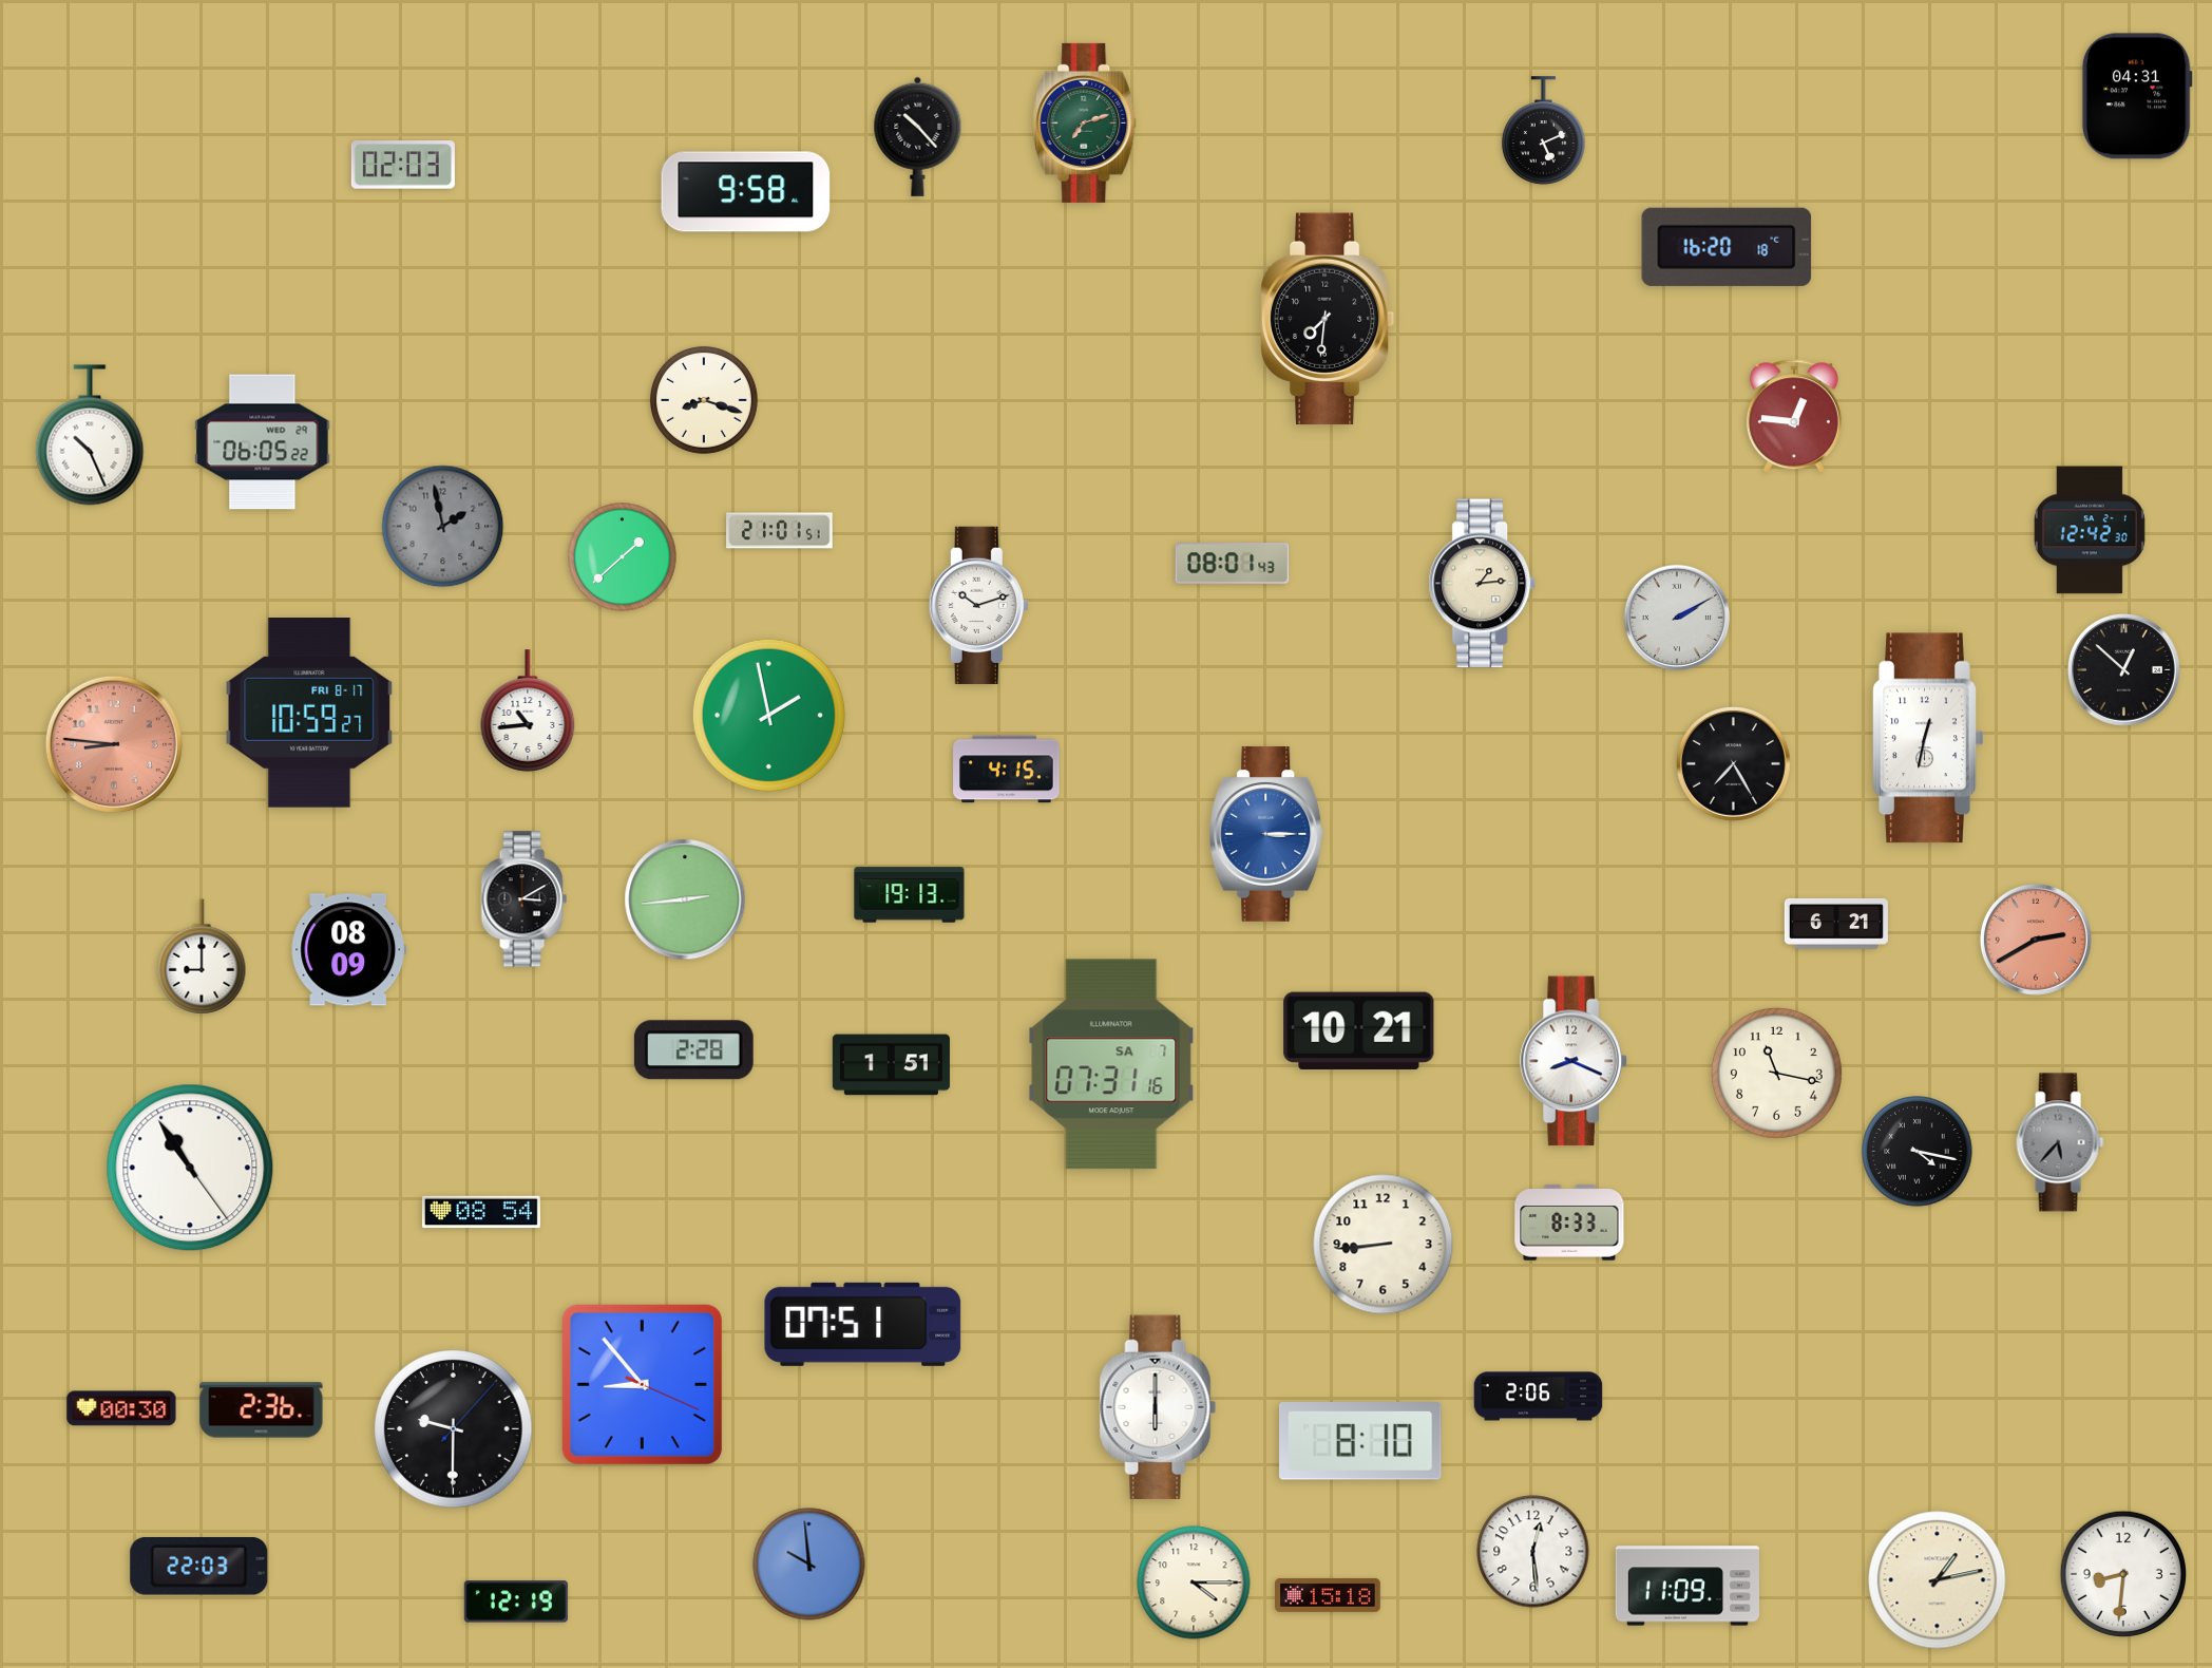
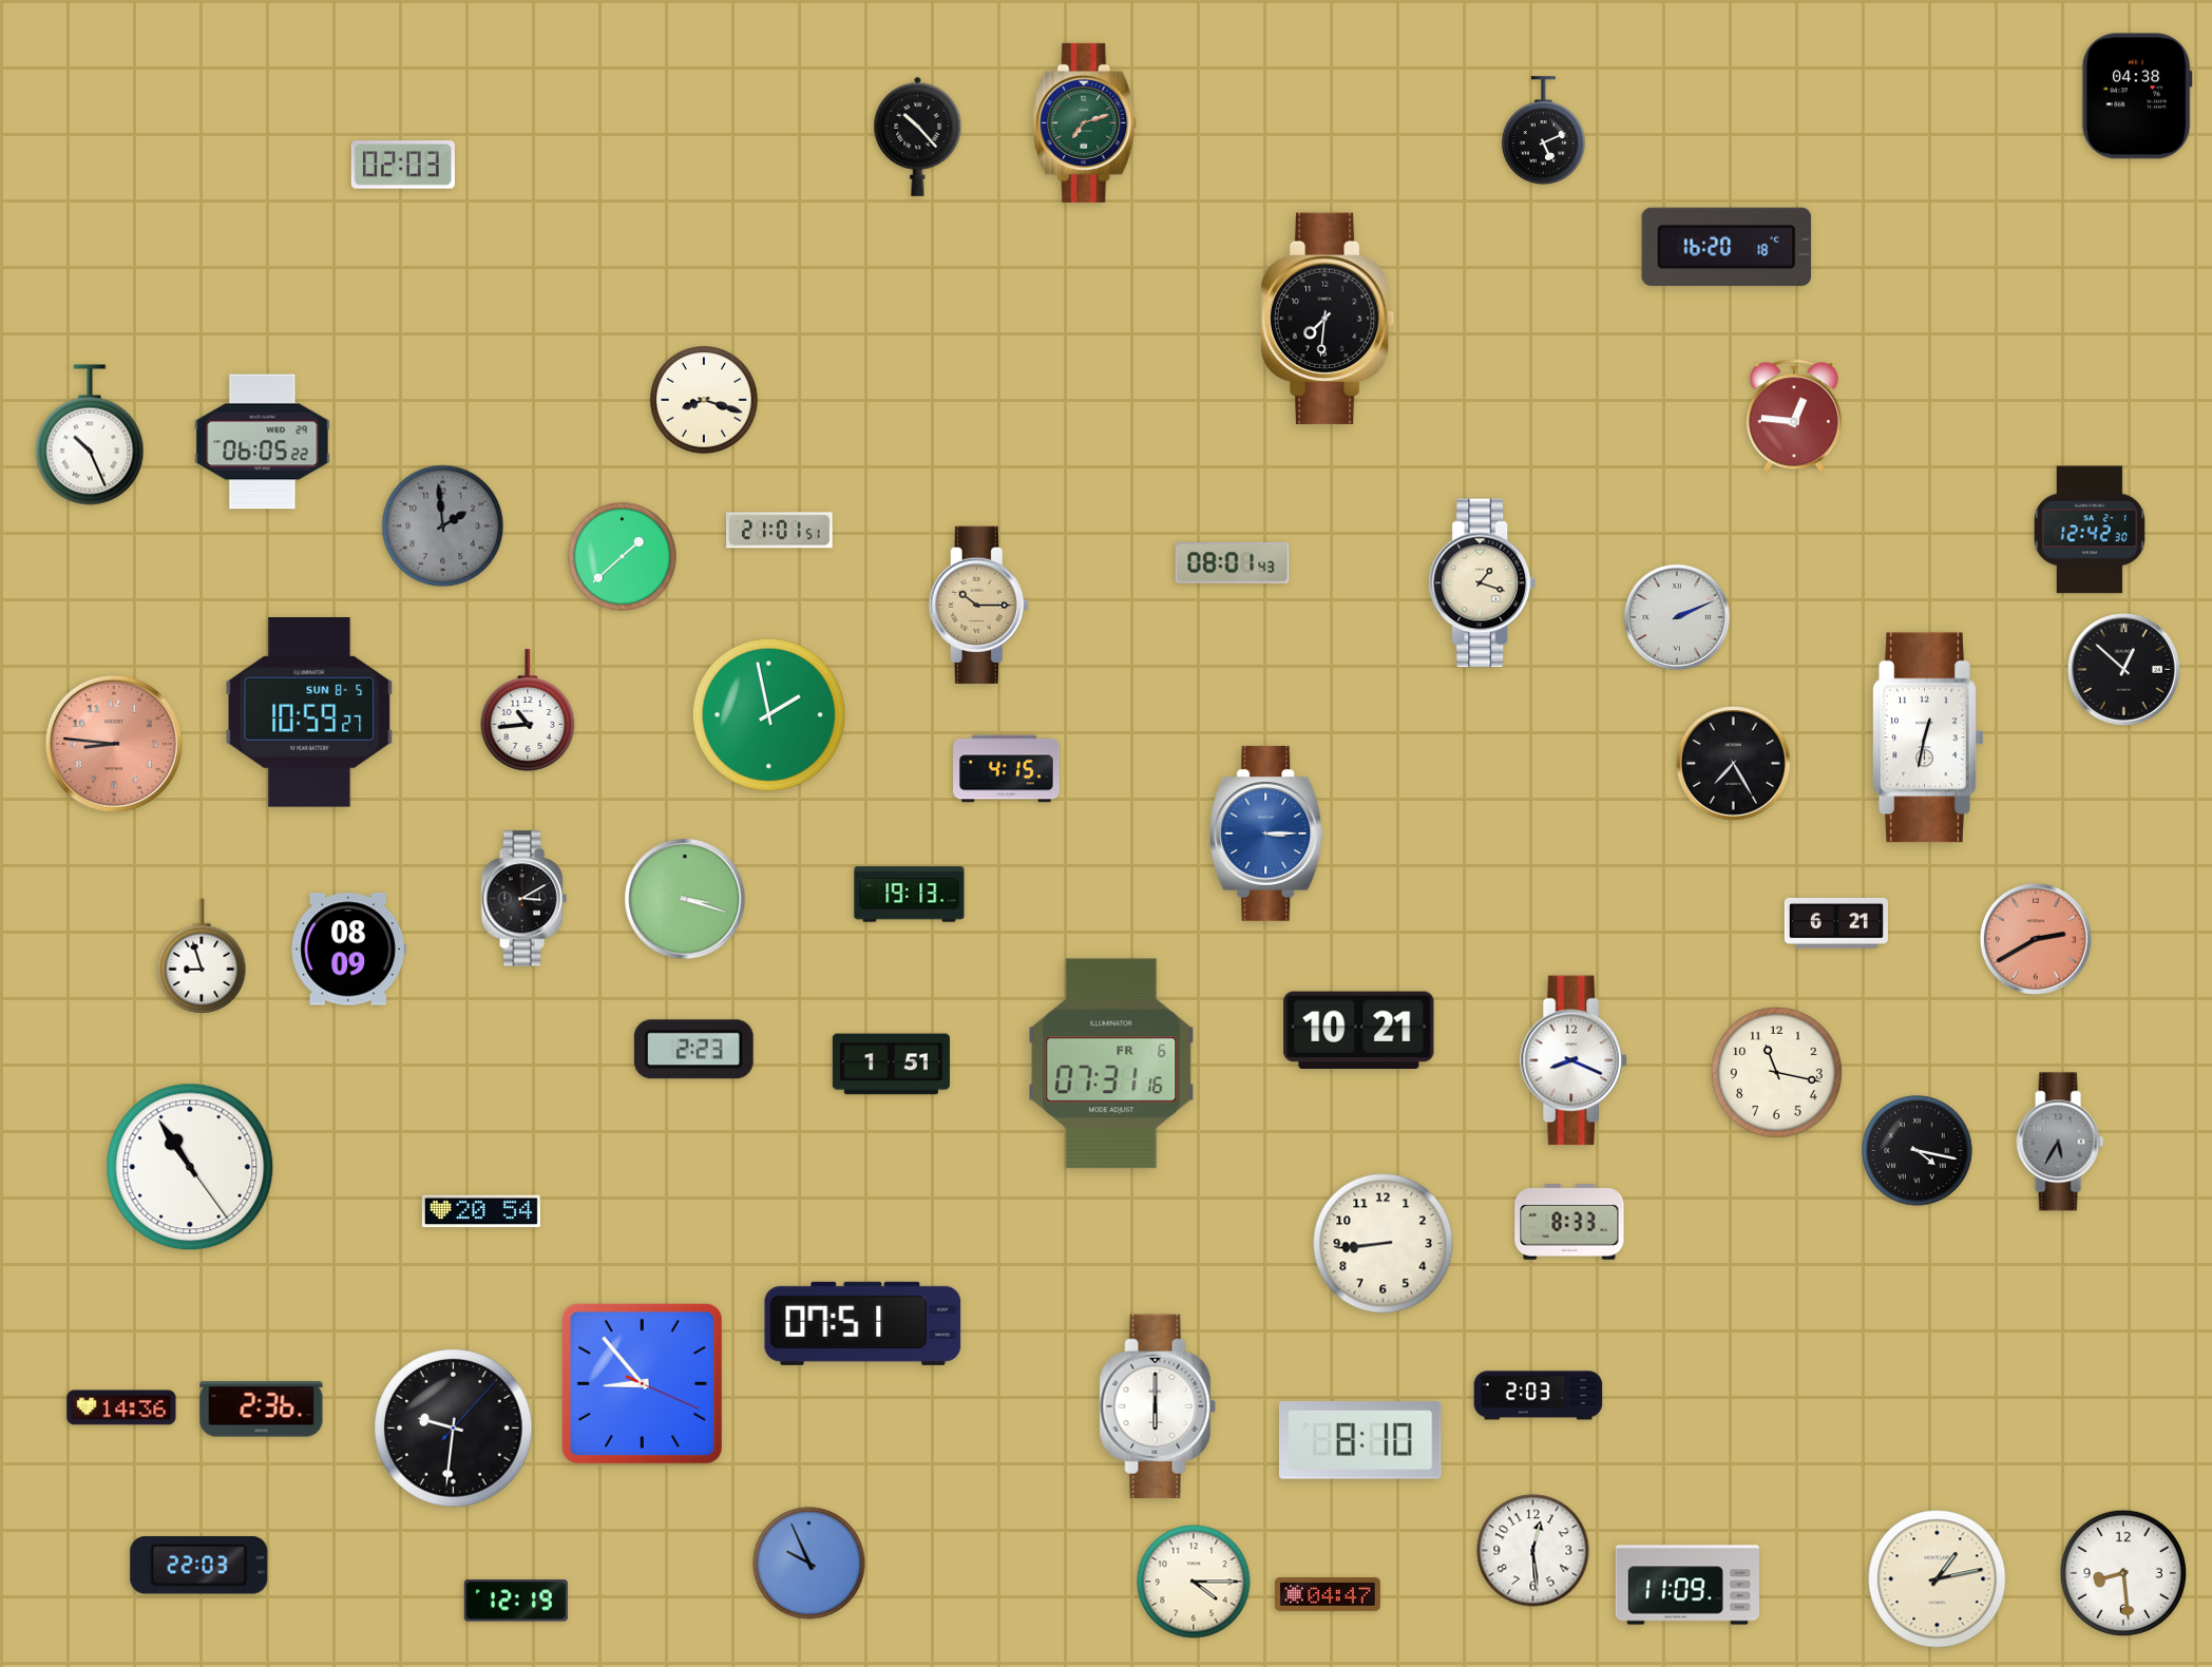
clock at (2137, 96): 04:31 -> 04:38
clock at (746, 192): 9:58 -> none
clock at (443, 527): 1:58 -> 1:59
clock at (1483, 584): 1:14 -> 1:18
clock at (978, 605): 10:12 -> 10:15
clock at (978, 605) dial: white -> champagne
clock at (1676, 617): 2:10 -> 2:11
clock at (309, 714) date: FRI 8-17 -> SUN 8-5
clock at (685, 899): 2:44 -> 3:18
clock at (202, 956): 9:00 -> 8:57
clock at (693, 1050): 2:28 -> 2:23
clock at (1111, 1064) date: SA 7 -> FR 6
clock at (2060, 1142): 5:37 -> 5:35
clock at (481, 1212): 08:54 -> 20:54
clock at (1539, 1397): 2:06 -> 2:03
clock at (121, 1408): 00:30 -> 14:36
clock at (454, 1429): 9:30 -> 9:31
clock at (809, 1565): 9:59 -> 9:56
clock at (2122, 1573): 8:31 -> 8:29
clock at (1329, 1595): 15:18 -> 04:47
